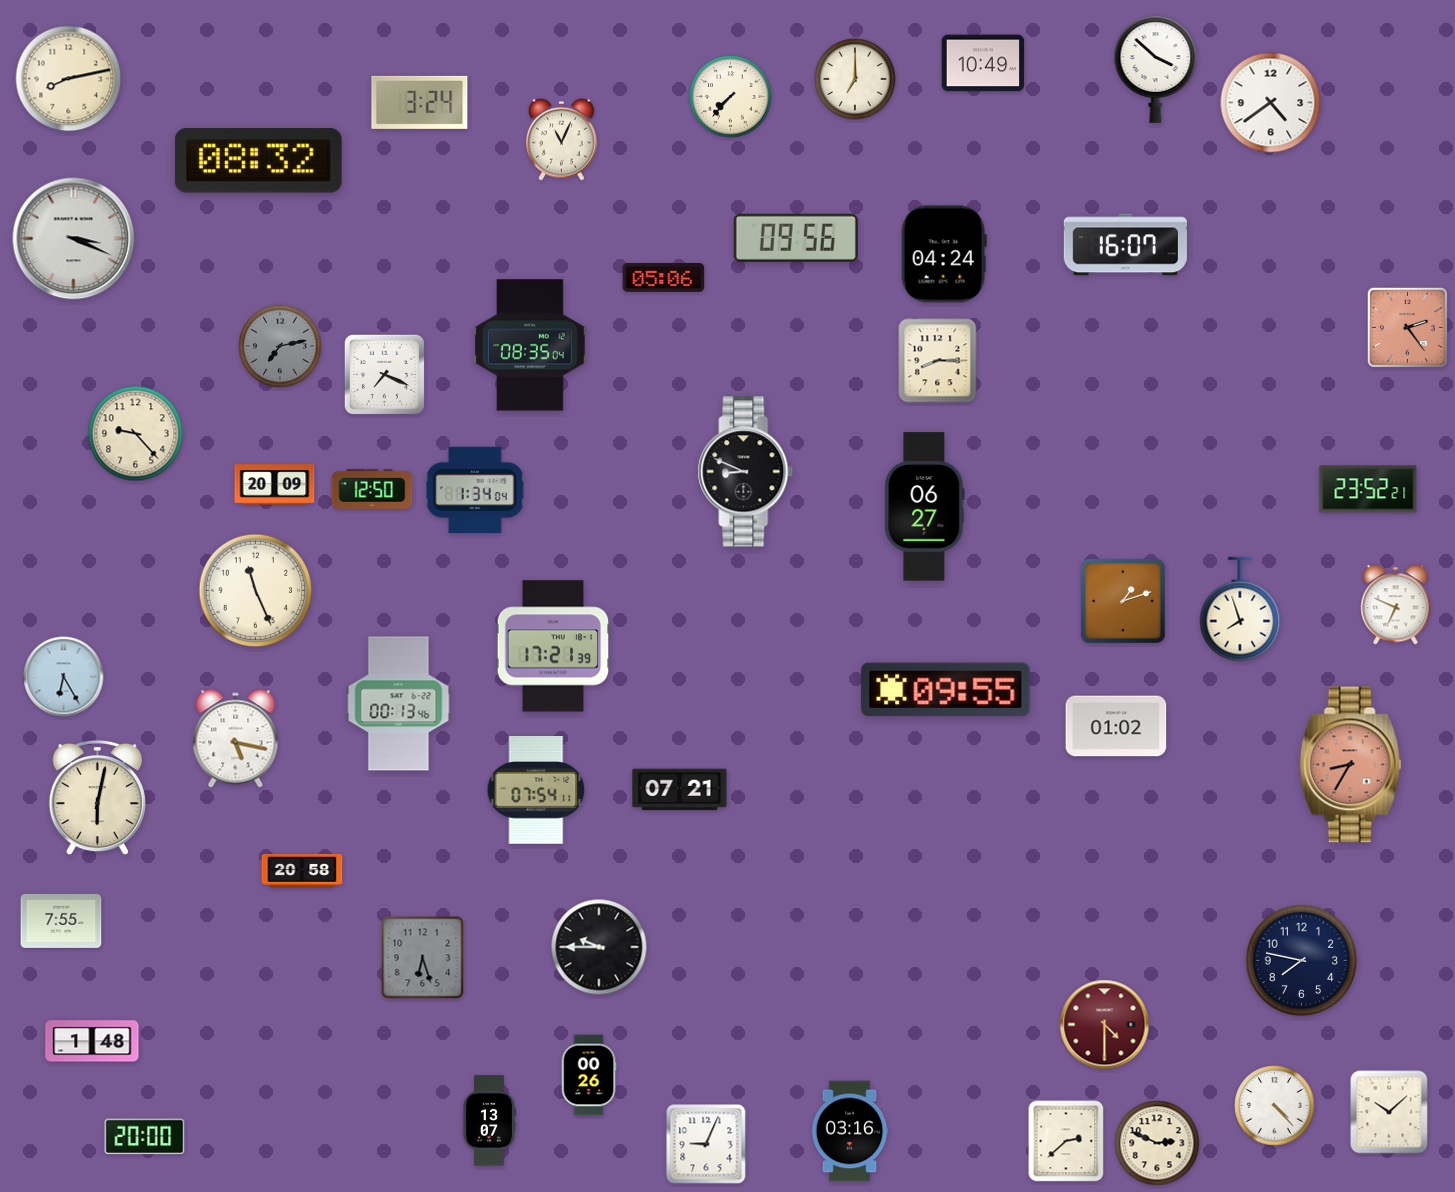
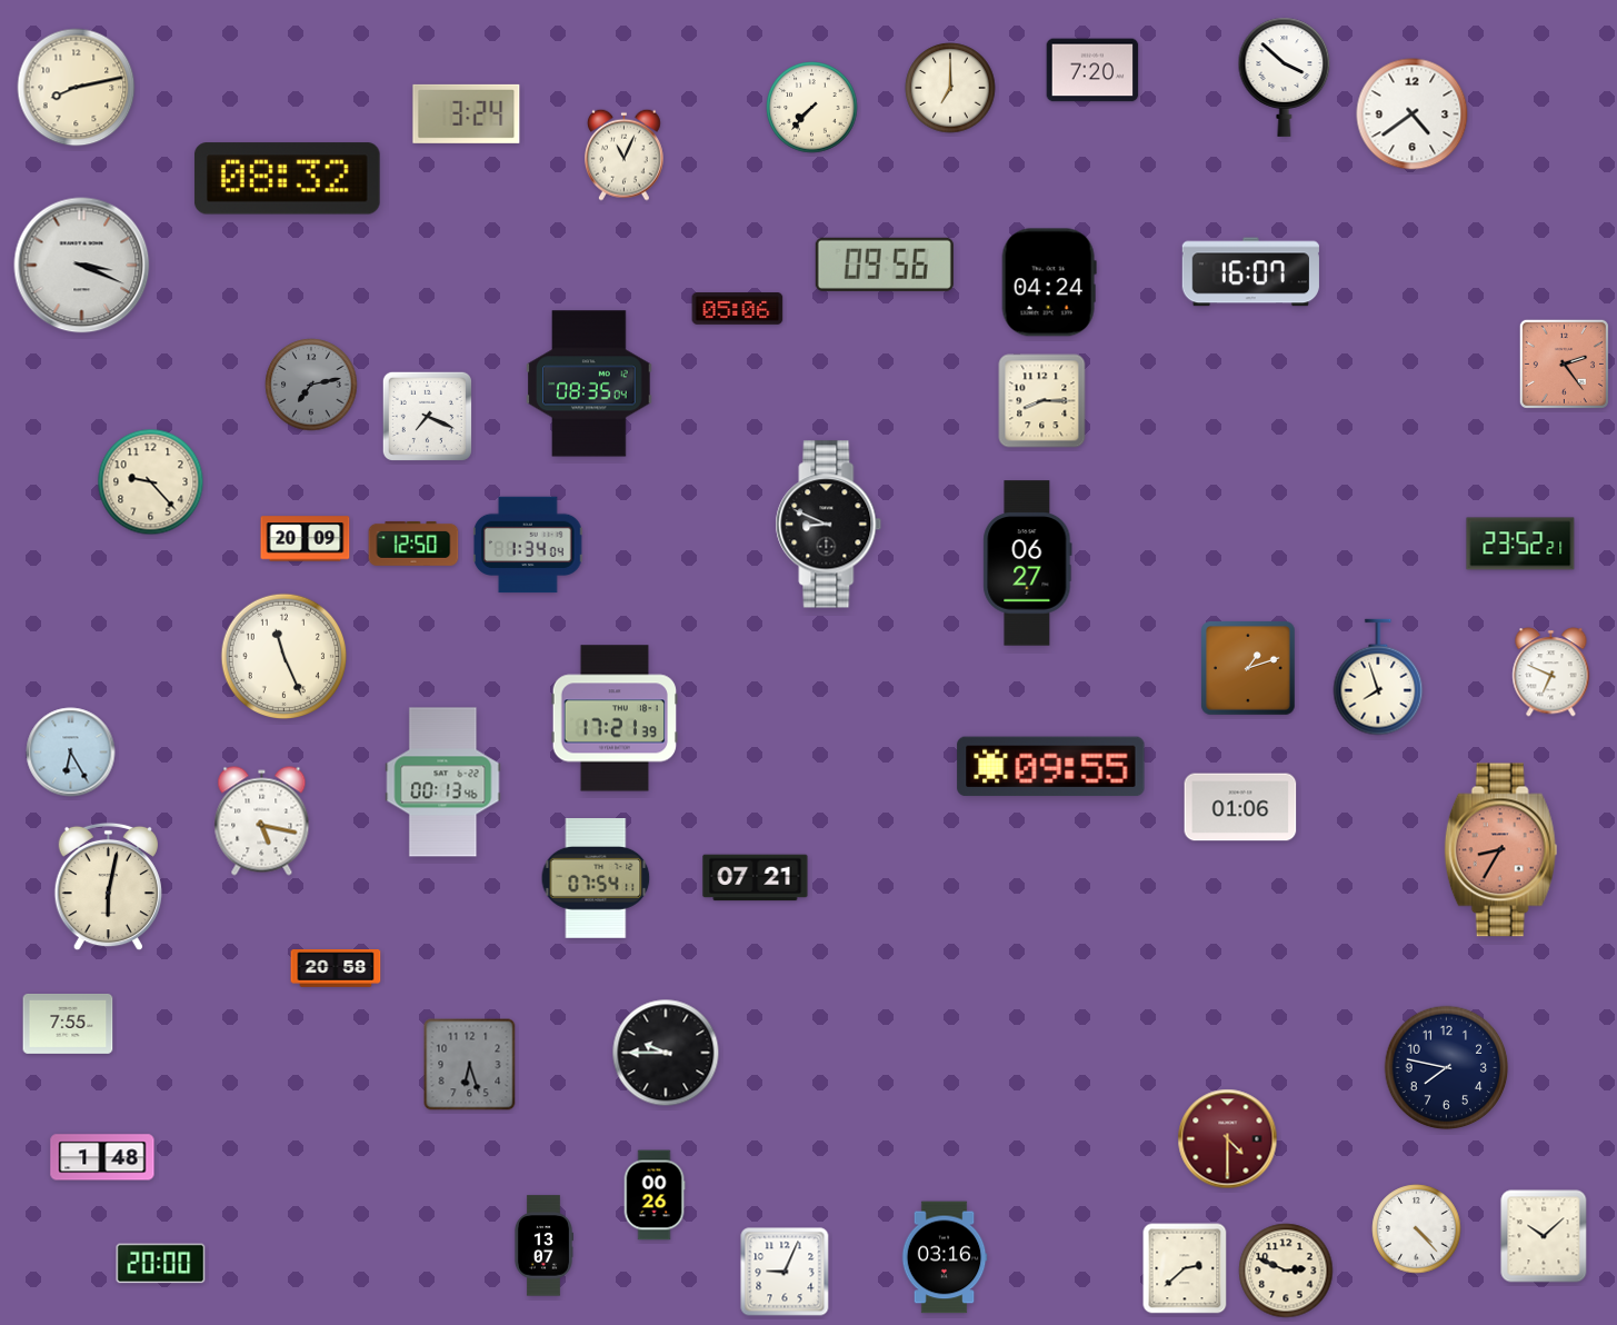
clock at (983, 63): 10:49 -> 7:20
clock at (1116, 726): 01:02 -> 01:06
